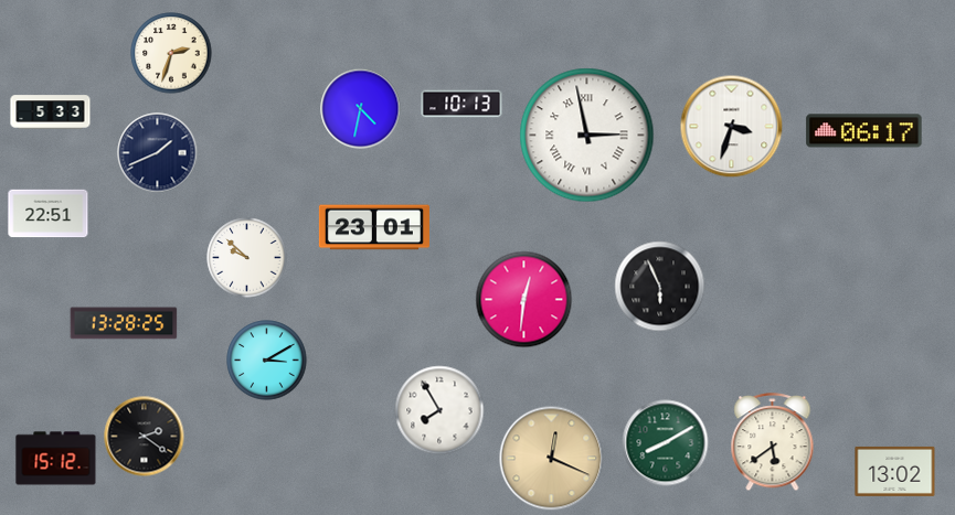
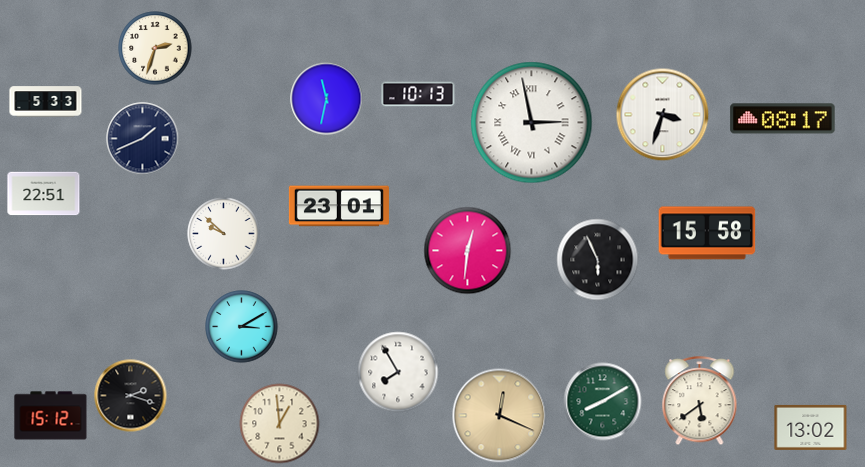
clock at (361, 109): 4:32 -> 11:32
clock at (864, 131): 06:17 -> 08:17
clock at (707, 233): none -> 15:58
clock at (524, 300) position: (524, 300) -> (468, 251)
clock at (124, 323): 13:28 -> none
clock at (145, 437): 2:21 -> 2:18
clock at (280, 424): none -> 12:59
